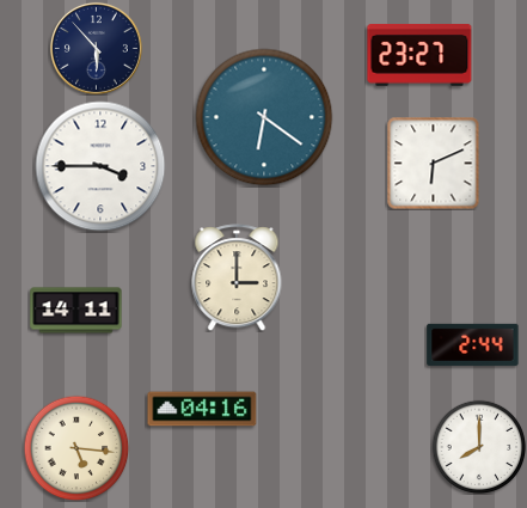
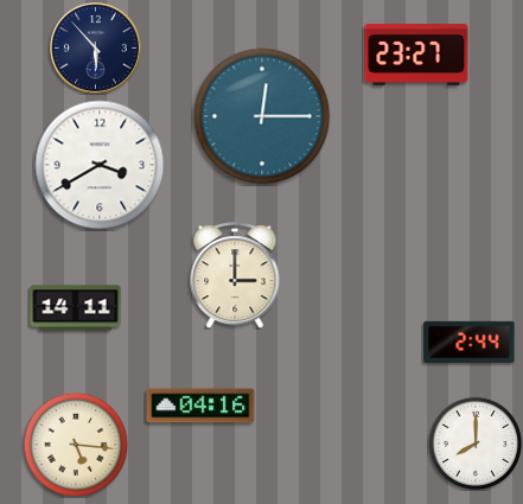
clock at (264, 117): 6:21 -> 12:15
clock at (433, 163): 6:11 -> none
clock at (100, 166): 3:45 -> 3:40
